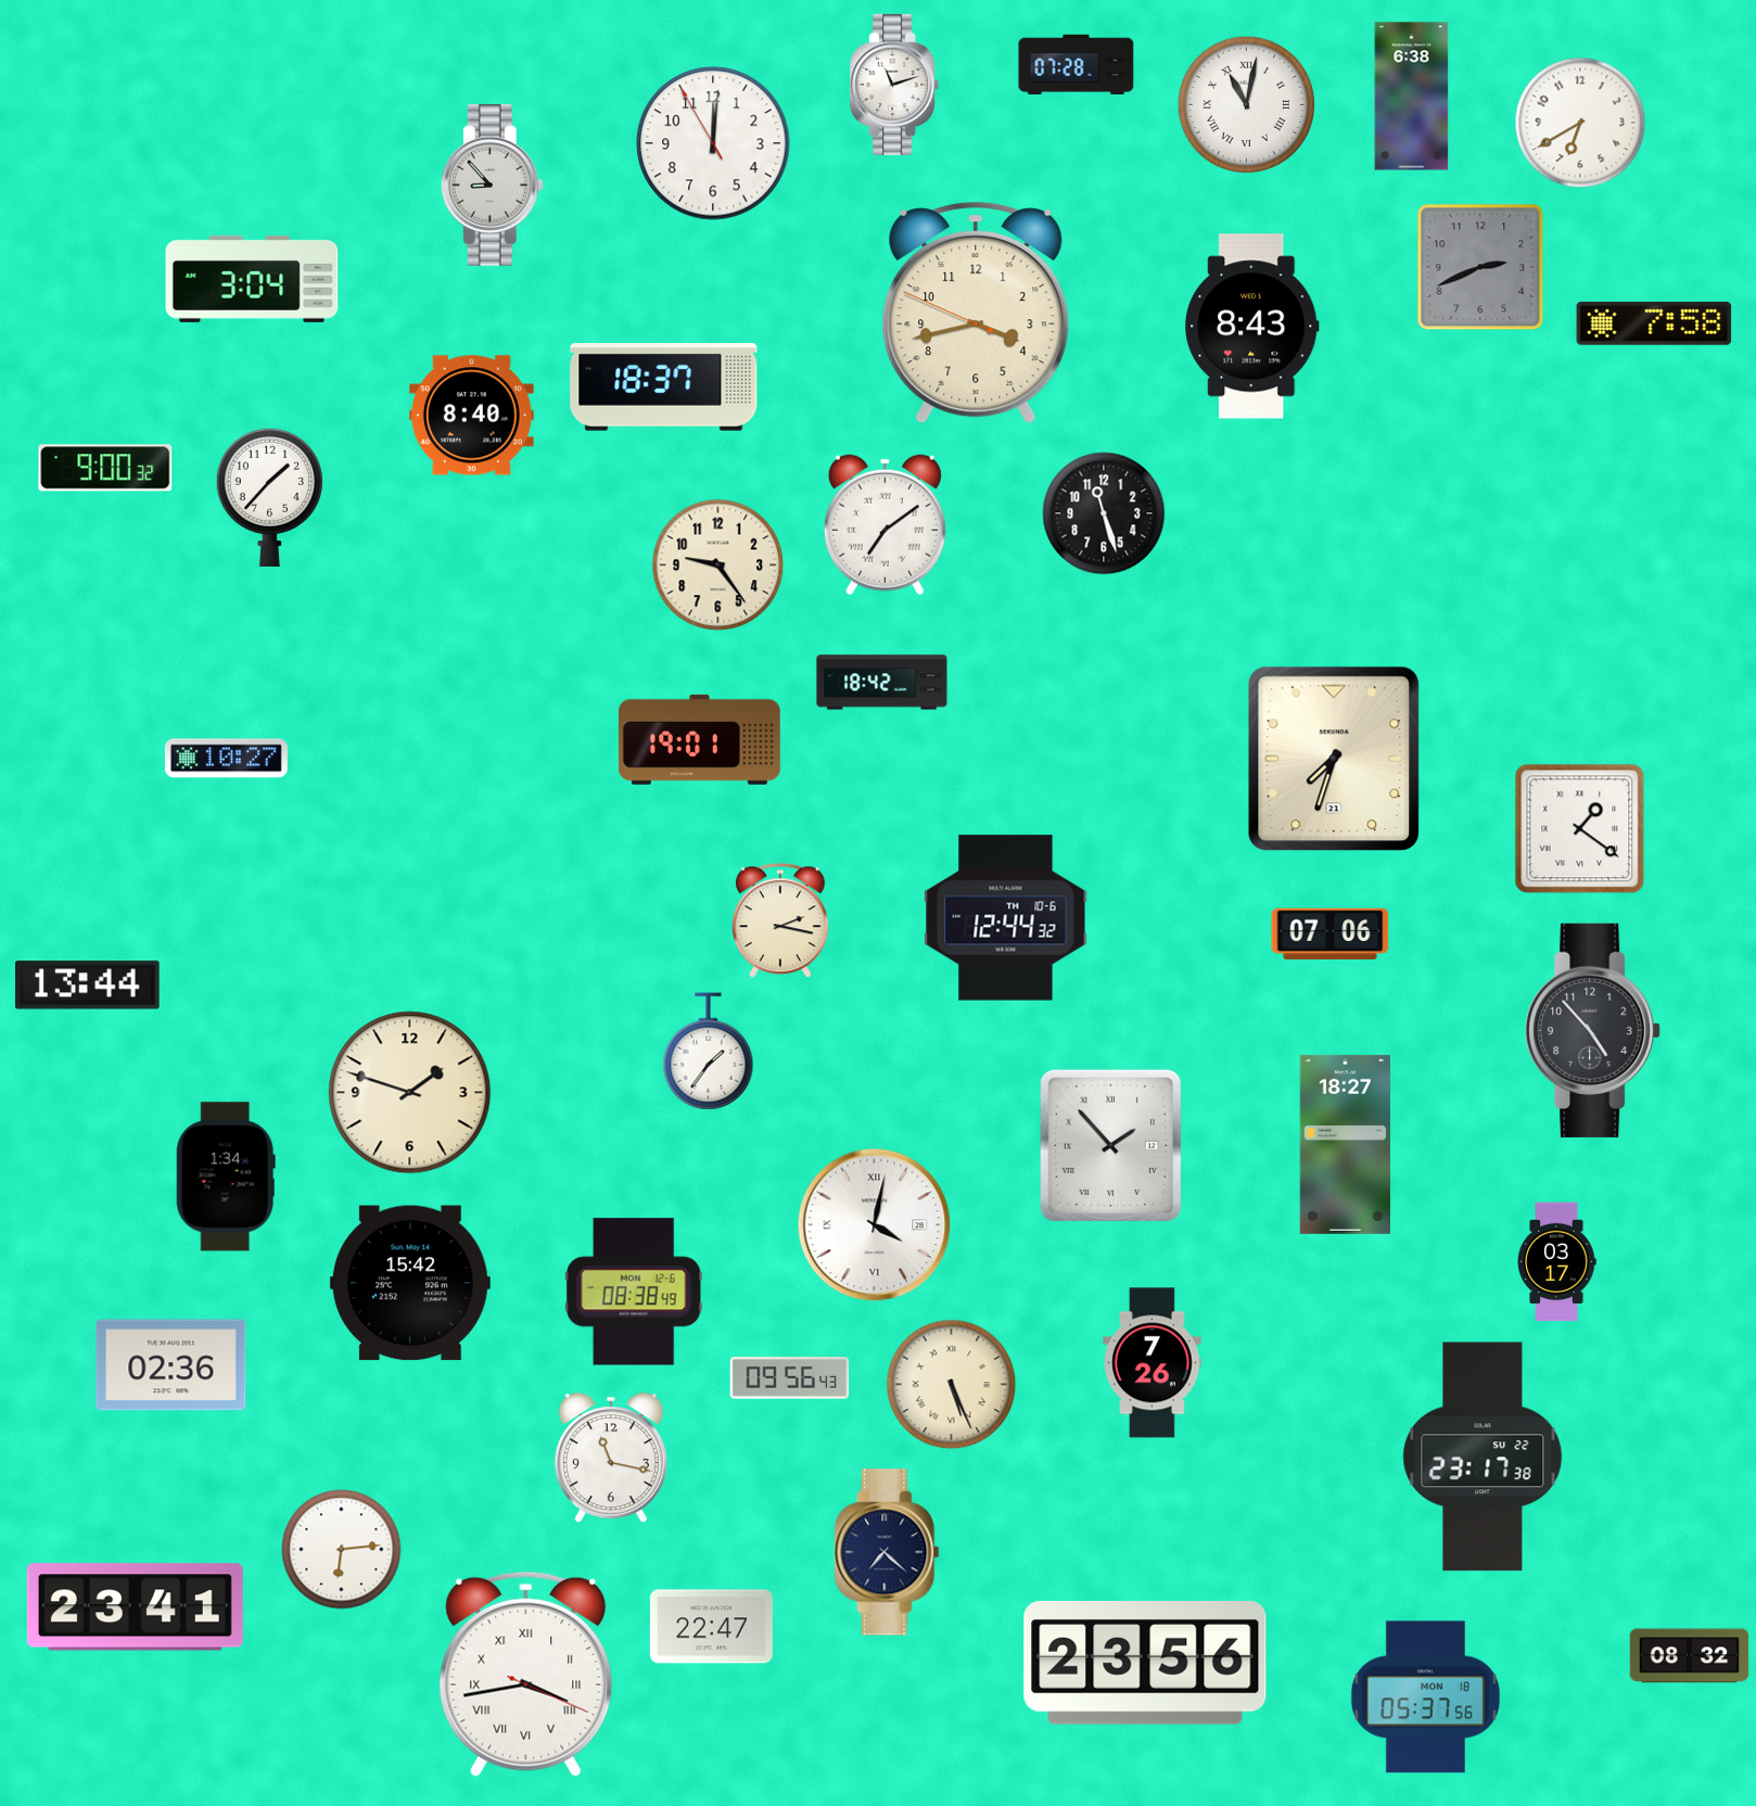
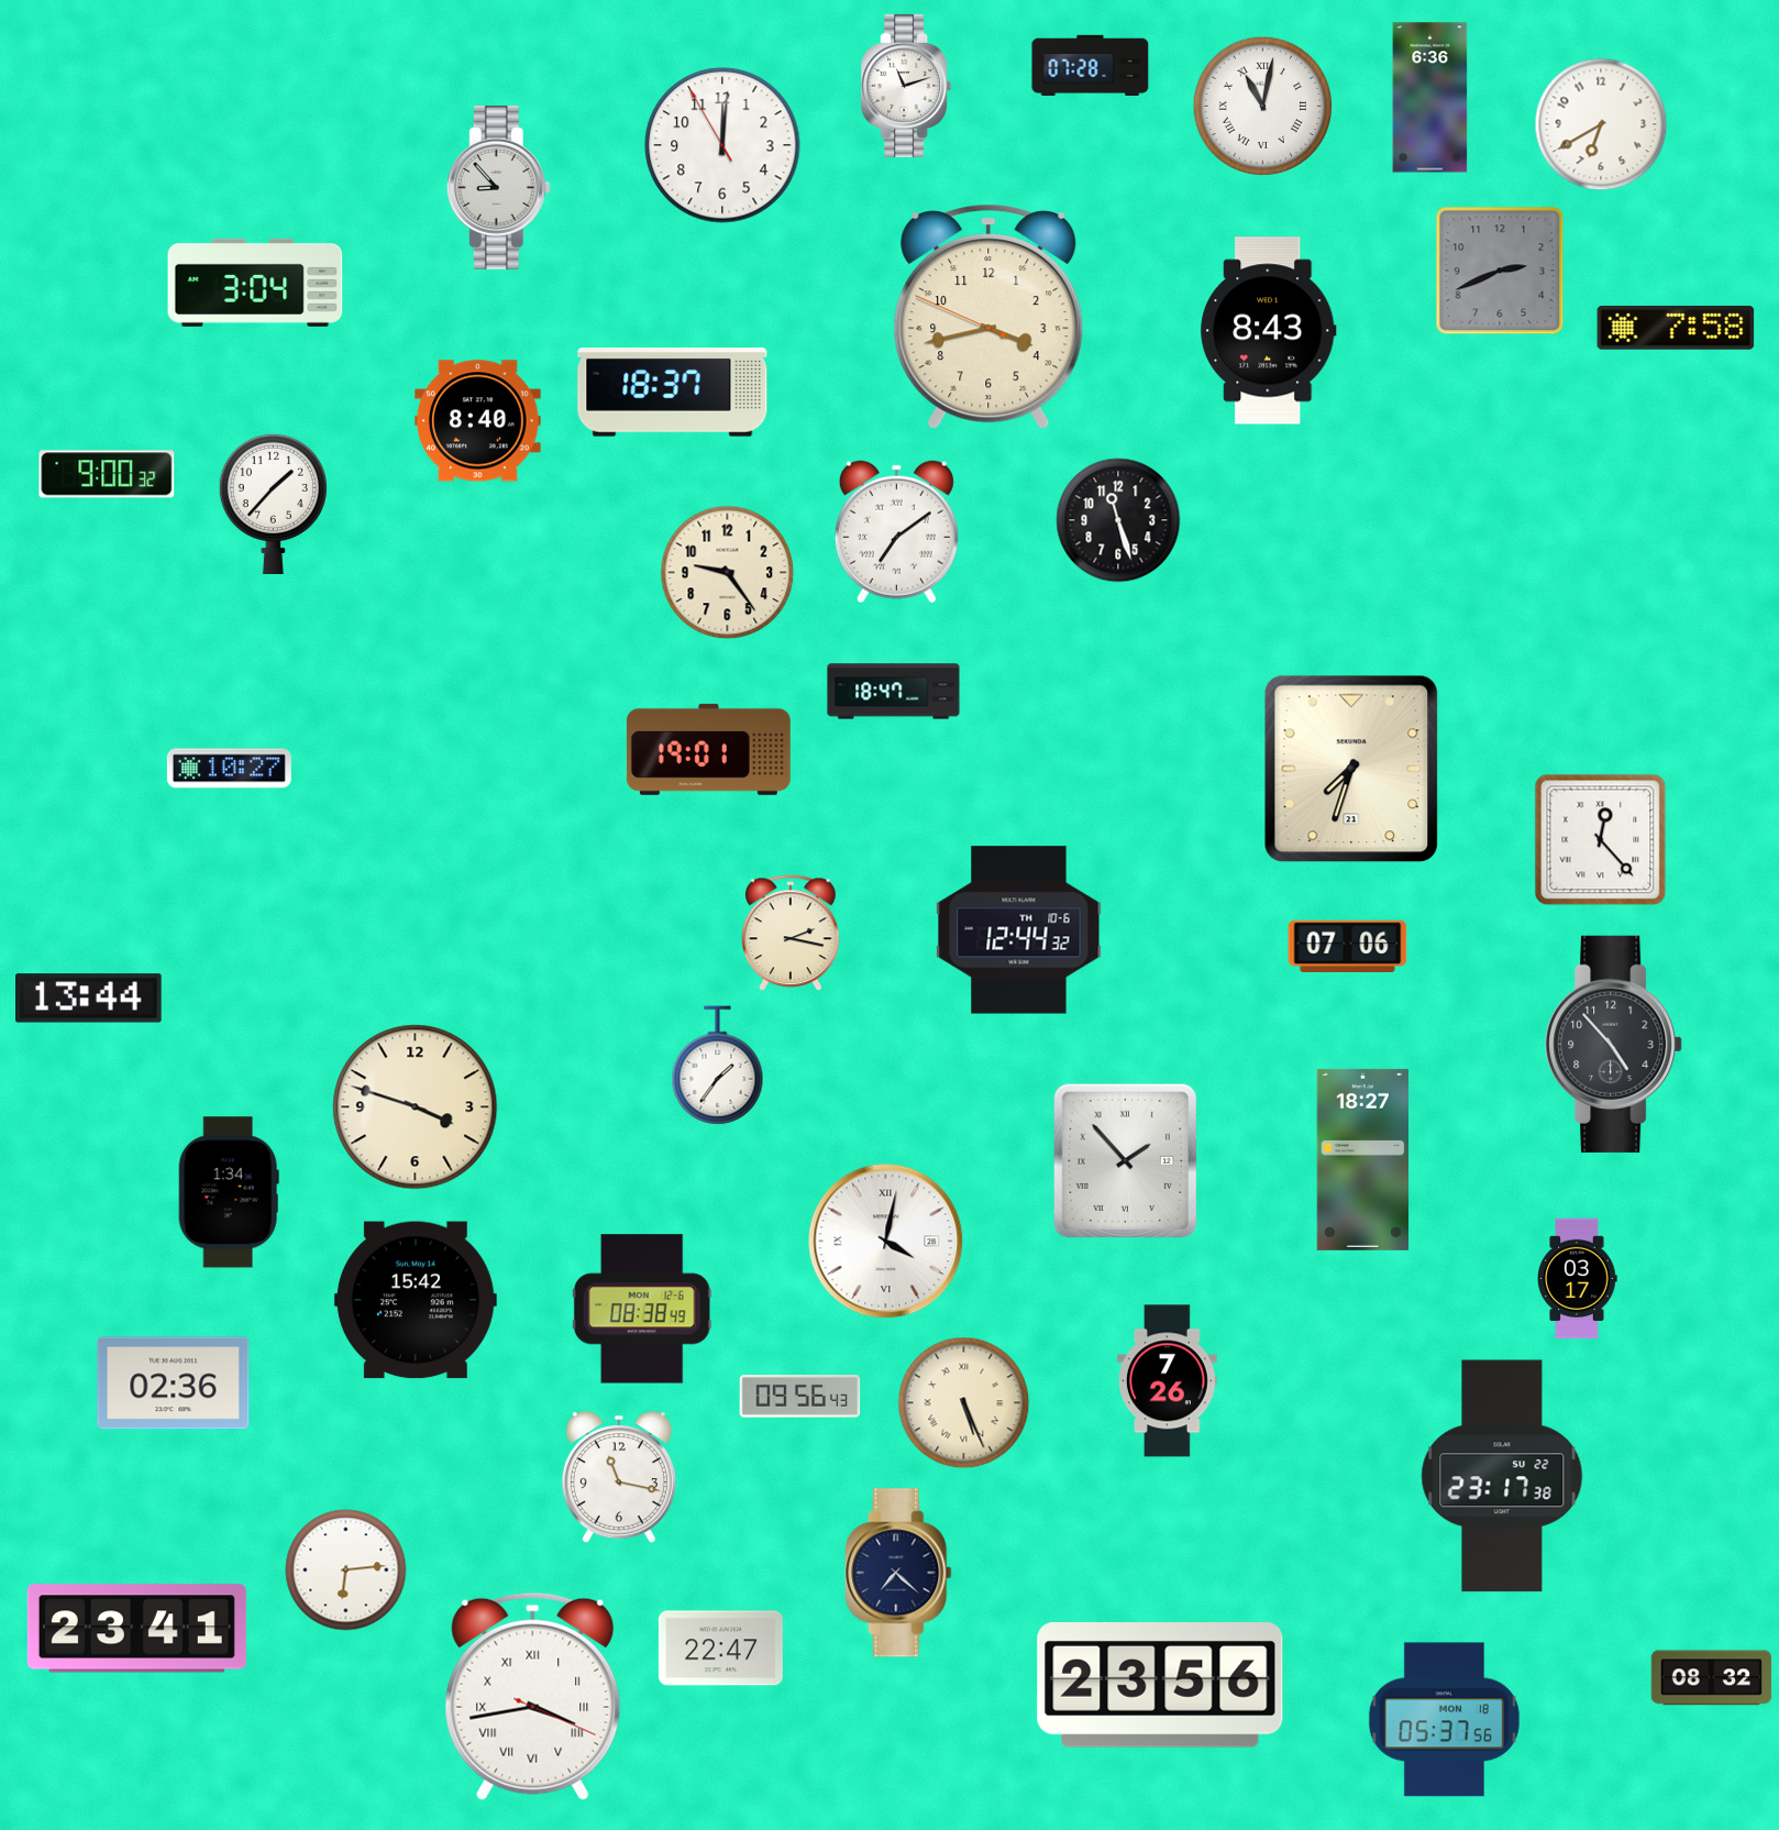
clock at (1412, 97): 6:38 -> 6:36
clock at (882, 683): 18:42 -> 18:47
clock at (1580, 829): 1:21 -> 12:23
clock at (410, 1093): 1:48 -> 3:48
